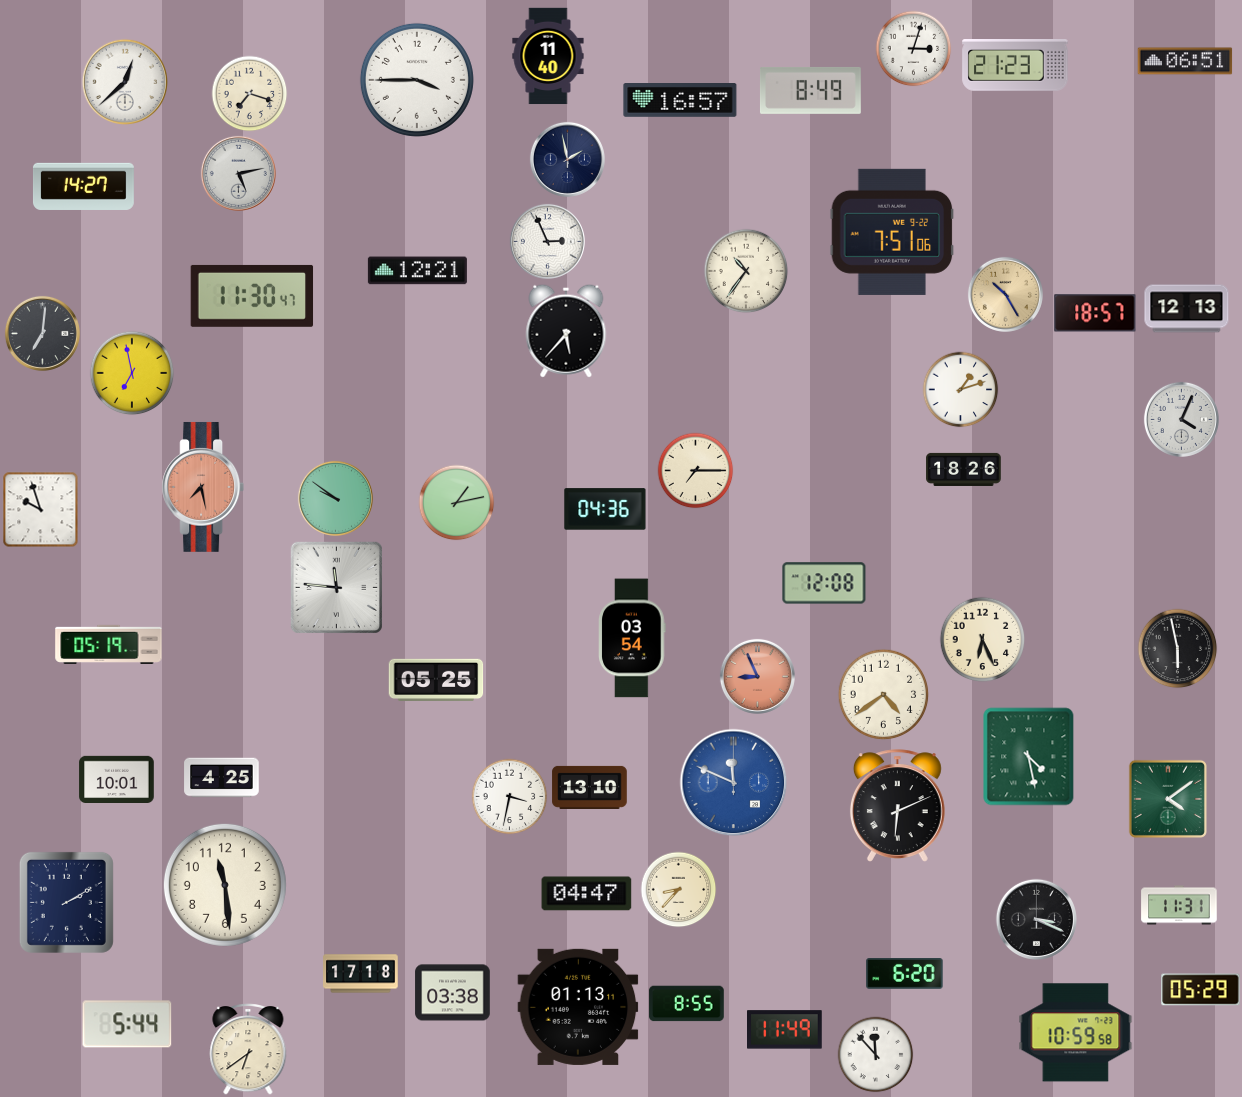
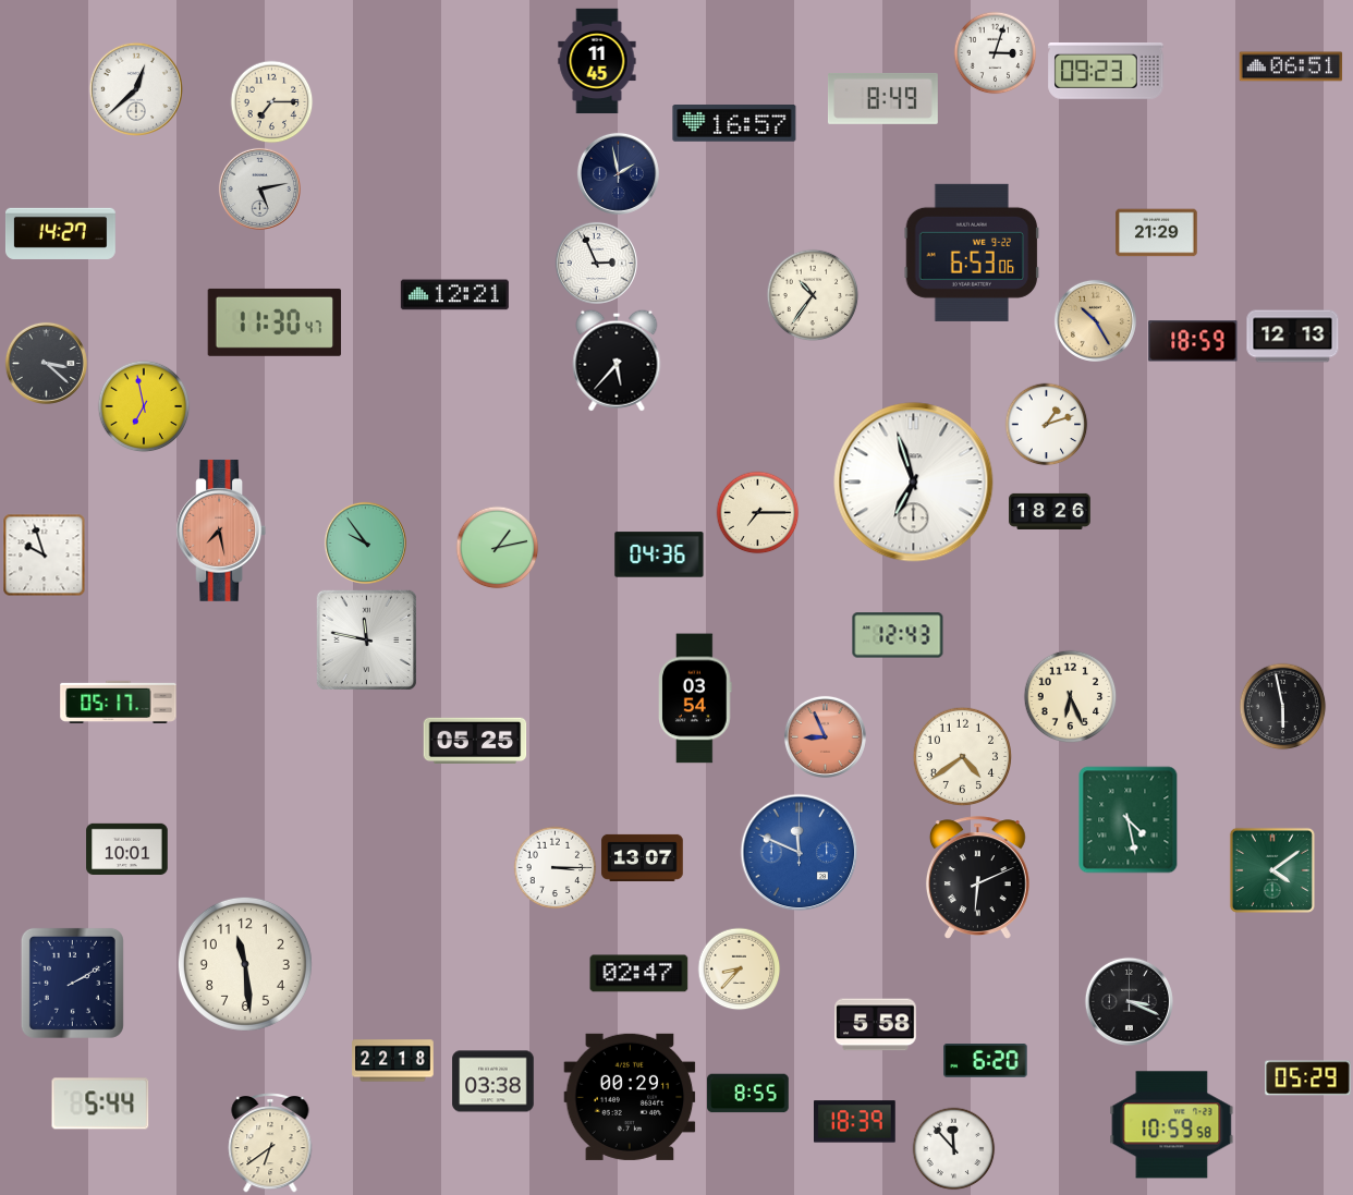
clock at (548, 56): 11:40 -> 11:45
clock at (1015, 66): 21:23 -> 09:23
clock at (417, 80): 3:45 -> none
clock at (250, 94): 7:18 -> 7:15
clock at (680, 101) position: (680, 101) -> (734, 124)
clock at (83, 186) position: (83, 186) -> (60, 233)
clock at (1157, 233): none -> 21:29
clock at (892, 232): 7:51 -> 6:53
clock at (1095, 313): 18:57 -> 18:59
clock at (42, 333): 7:01 -> 3:22
clock at (1181, 419): 4:04 -> none
clock at (914, 483): none -> 6:57
clock at (335, 498): 9:51 -> 9:54
clock at (824, 583): 12:08 -> 12:43
clock at (336, 587): 11:46 -> 11:47
clock at (632, 638) position: (632, 638) -> (695, 698)
clock at (109, 644): 05:19 -> 05:17
clock at (1029, 757) position: (1029, 757) -> (1129, 820)
clock at (222, 778): 4:25 -> none
clock at (590, 787): 13:10 -> 13:07
clock at (510, 797): 3:32 -> 3:15
clock at (587, 894): 04:47 -> 02:47
clock at (1179, 905): 11:31 -> none
clock at (876, 1025): none -> 5:58
clock at (361, 974): 17:18 -> 22:18
clock at (578, 1007): 01:13 -> 00:29
clock at (127, 1024) position: (127, 1024) -> (100, 1103)
clock at (785, 1030): 11:49 -> 18:39
